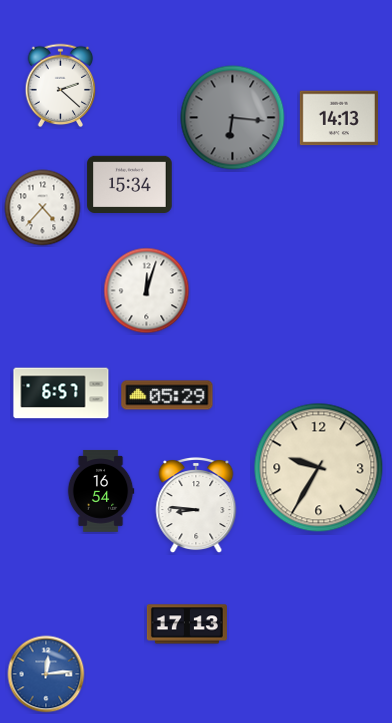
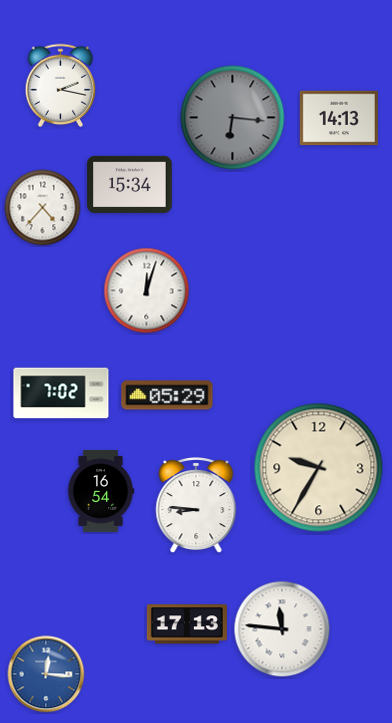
clock at (61, 86): 2:22 -> 2:17
clock at (61, 393): 6:57 -> 7:02
clock at (282, 629): none -> 11:46
clock at (46, 674): 12:14 -> 12:16
